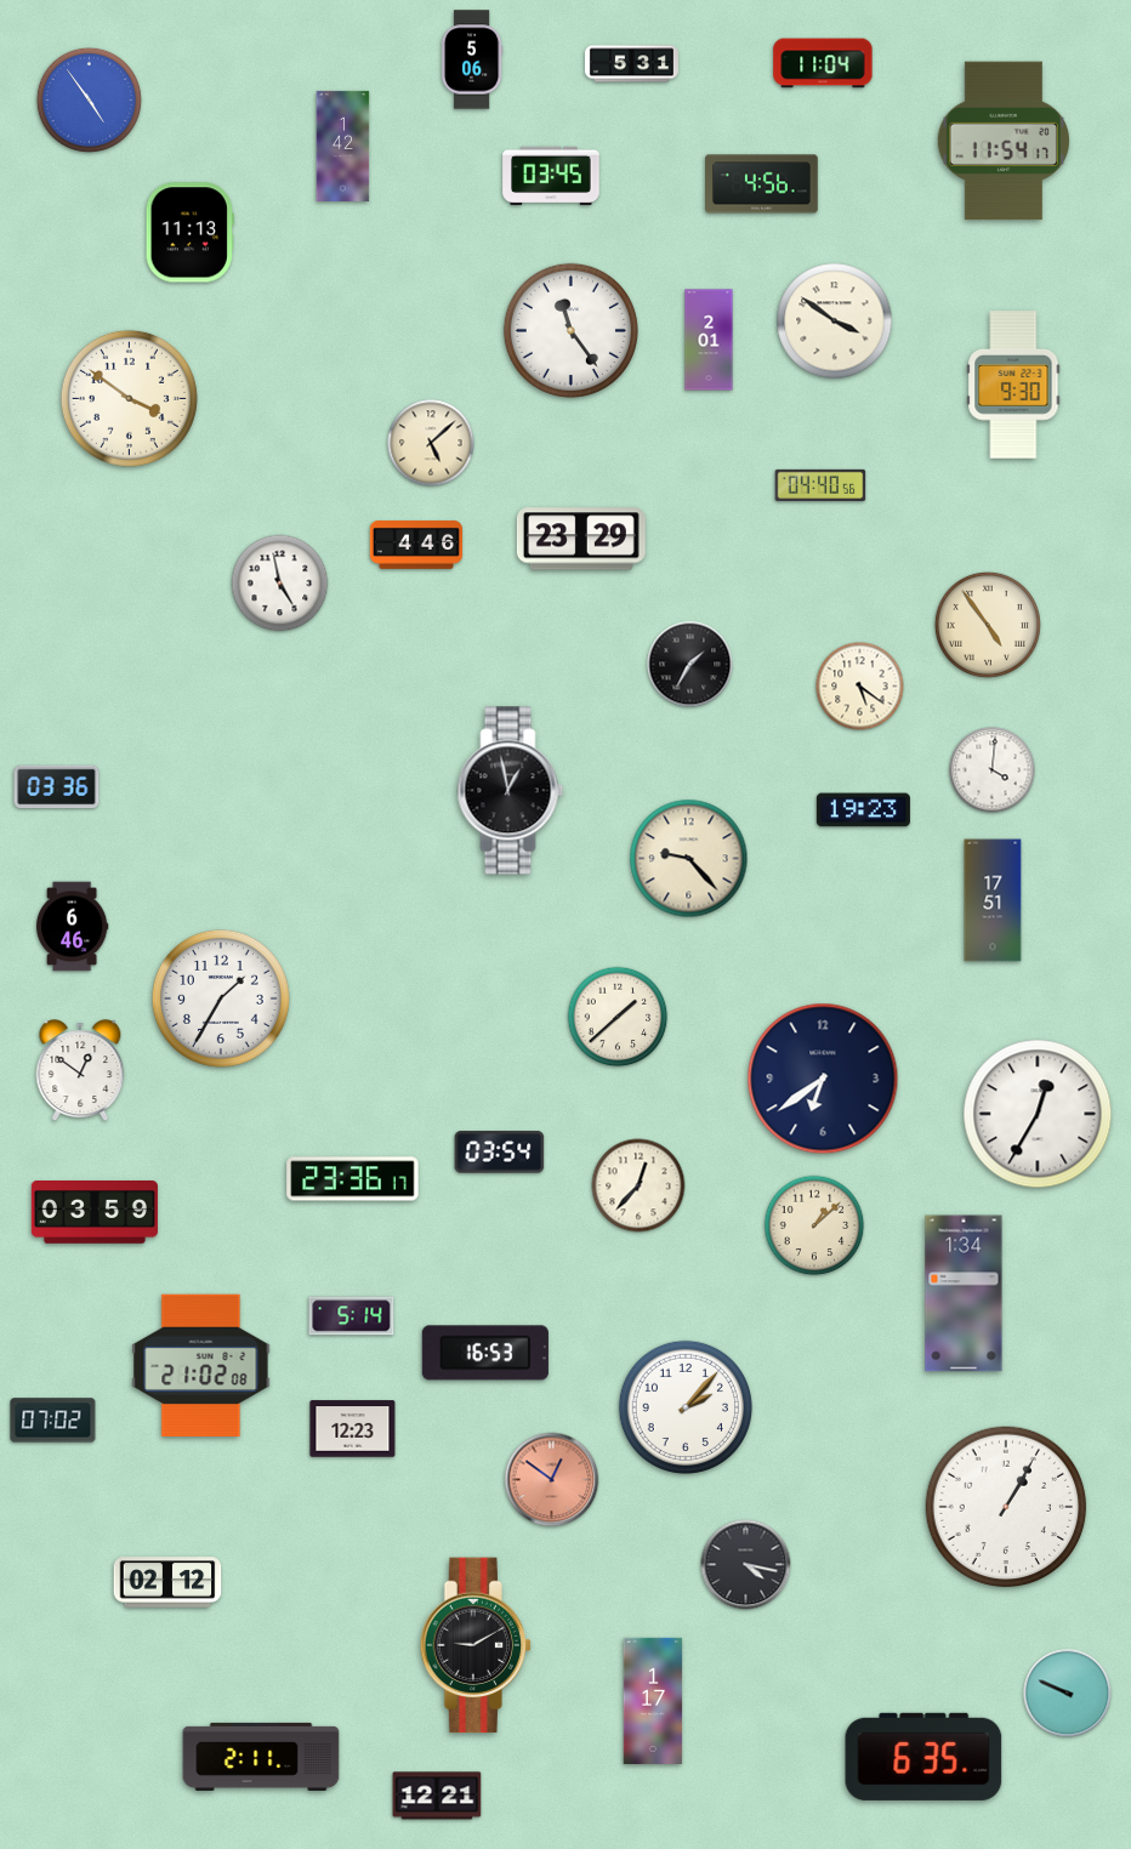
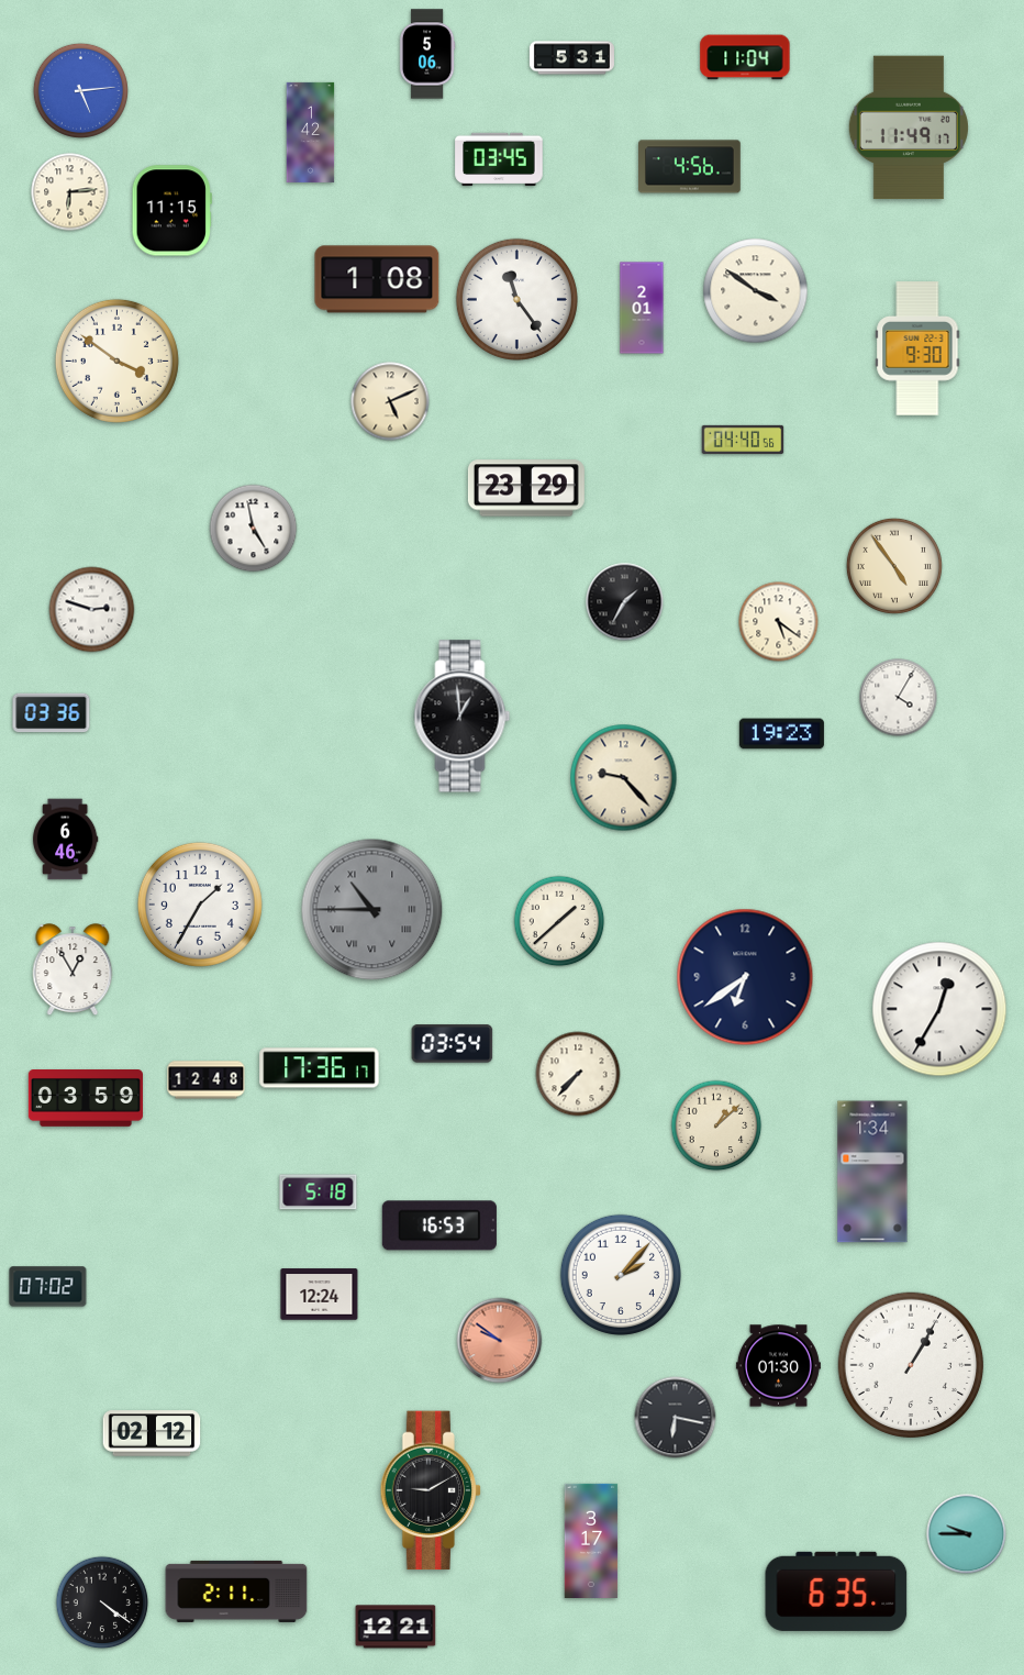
clock at (89, 99): 4:54 -> 5:14
clock at (1004, 141): 11:54 -> 11:49
clock at (70, 192): none -> 6:14
clock at (189, 233): 11:13 -> 11:15
clock at (377, 279): none -> 1:08
clock at (431, 443): 5:08 -> 5:11
clock at (415, 546): 4:46 -> none
clock at (92, 610): none -> 2:48
clock at (993, 770): 4:01 -> 4:05
clock at (511, 791): 12:58 -> 12:59
clock at (993, 900): 17:51 -> none
clock at (372, 910): none -> 10:45
clock at (80, 1071): 12:51 -> 12:55
clock at (353, 1179): 23:36 -> 17:36
clock at (638, 1185): 12:37 -> 7:37
clock at (207, 1080): none -> 12:48
clock at (814, 1225) position: (814, 1225) -> (716, 1125)
clock at (352, 1316): 5:14 -> 5:18
clock at (201, 1365): 21:02 -> none
clock at (353, 1429): 12:23 -> 12:24
clock at (552, 1480): 12:51 -> 9:51
clock at (778, 1366): none -> 01:30
clock at (746, 1565): 4:17 -> 6:17
clock at (1068, 1694): 9:49 -> 9:45
clock at (653, 1700): 1:17 -> 3:17
clock at (102, 1602): none -> 4:21
